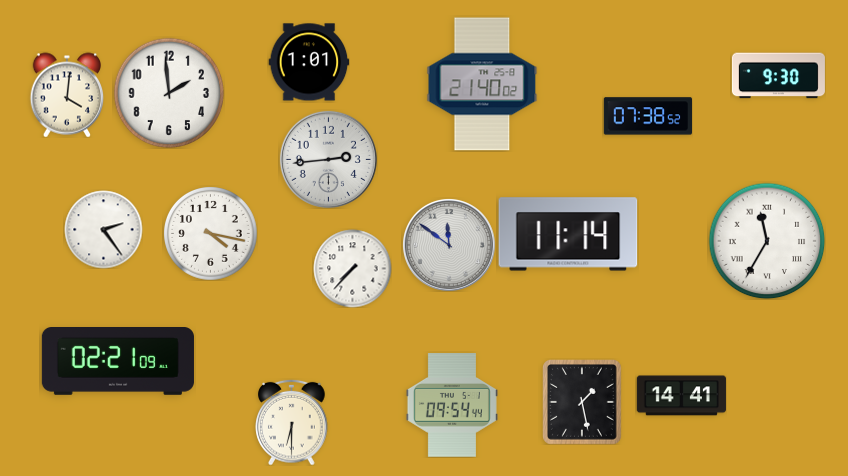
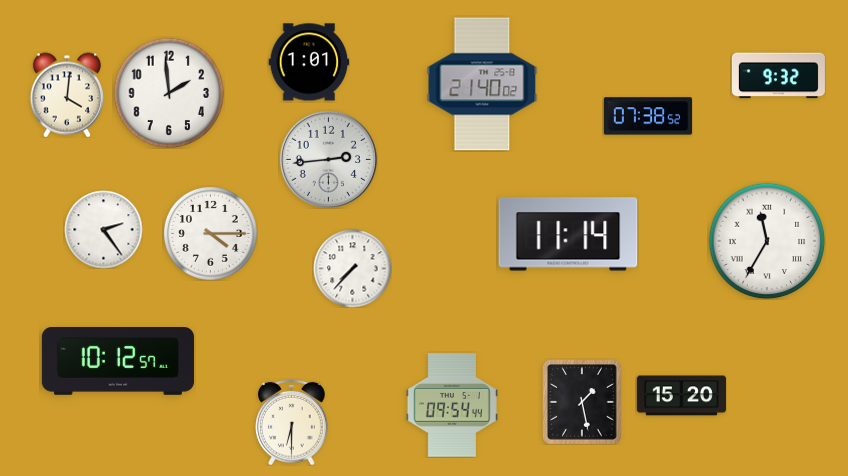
clock at (778, 76): 9:30 -> 9:32
clock at (211, 234): 4:17 -> 4:15
clock at (449, 245): 11:51 -> none
clock at (118, 362): 02:21 -> 10:12
clock at (681, 396): 14:41 -> 15:20
